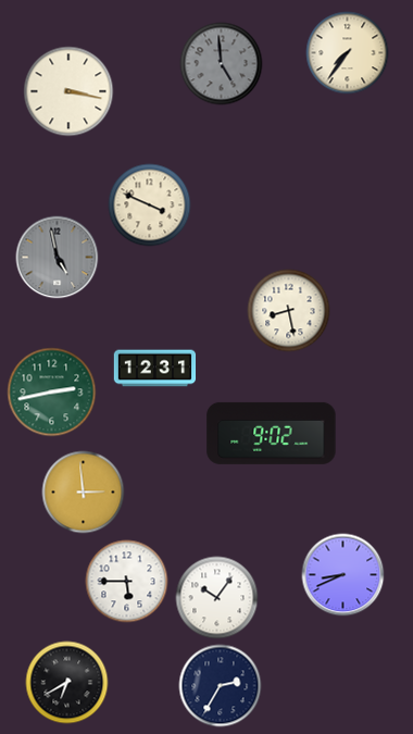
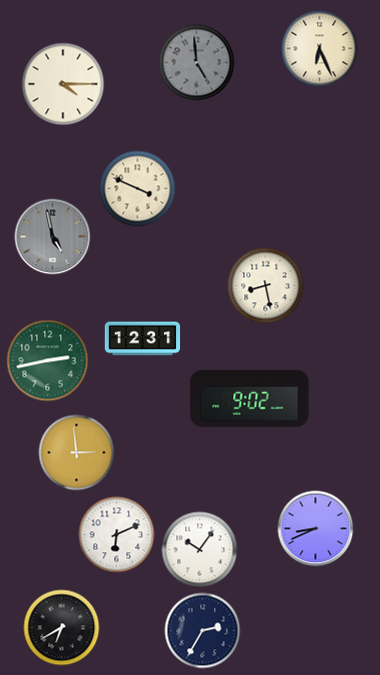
clock at (348, 53): 7:36 -> 6:26
clock at (222, 64) position: (222, 64) -> (197, 63)
clock at (68, 91): 3:17 -> 4:15
clock at (127, 582): 5:45 -> 6:11
